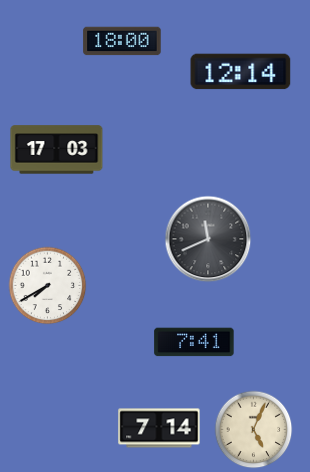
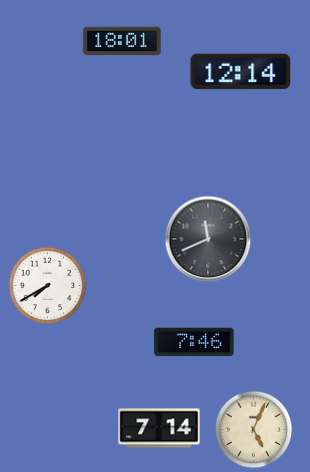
clock at (122, 41): 18:00 -> 18:01
clock at (57, 150): 17:03 -> none
clock at (194, 342): 7:41 -> 7:46
